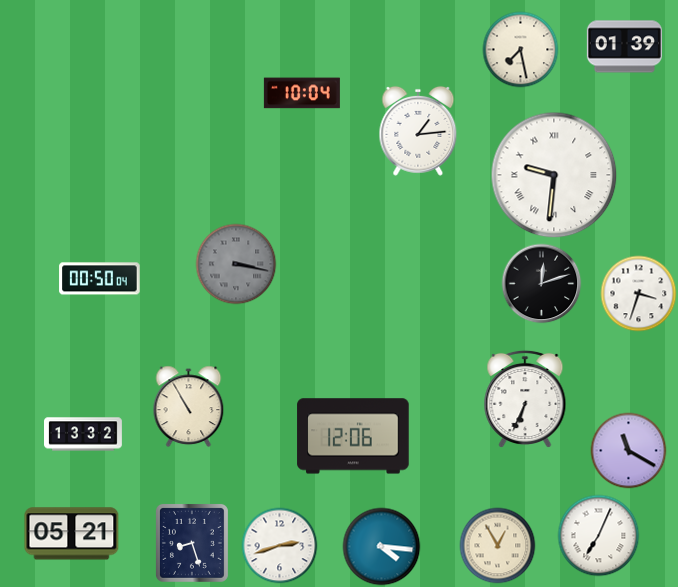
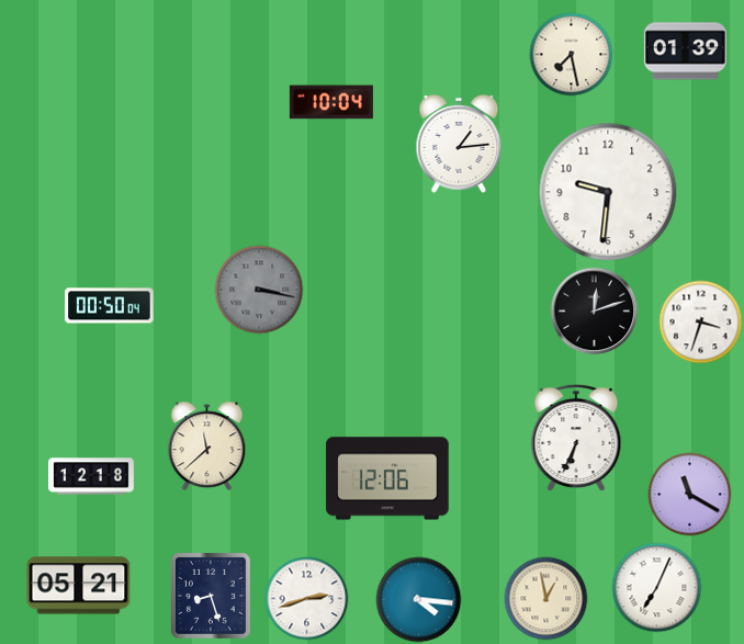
clock at (554, 175) numerals: Roman -> Arabic
clock at (189, 407): 10:55 -> 11:38
clock at (84, 434): 13:32 -> 12:18
clock at (498, 546): 12:55 -> 12:58
